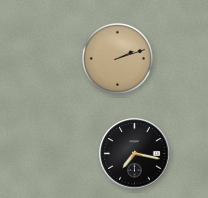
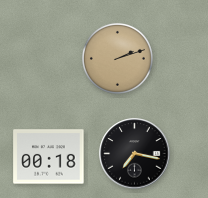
clock at (49, 157): none -> 00:18
